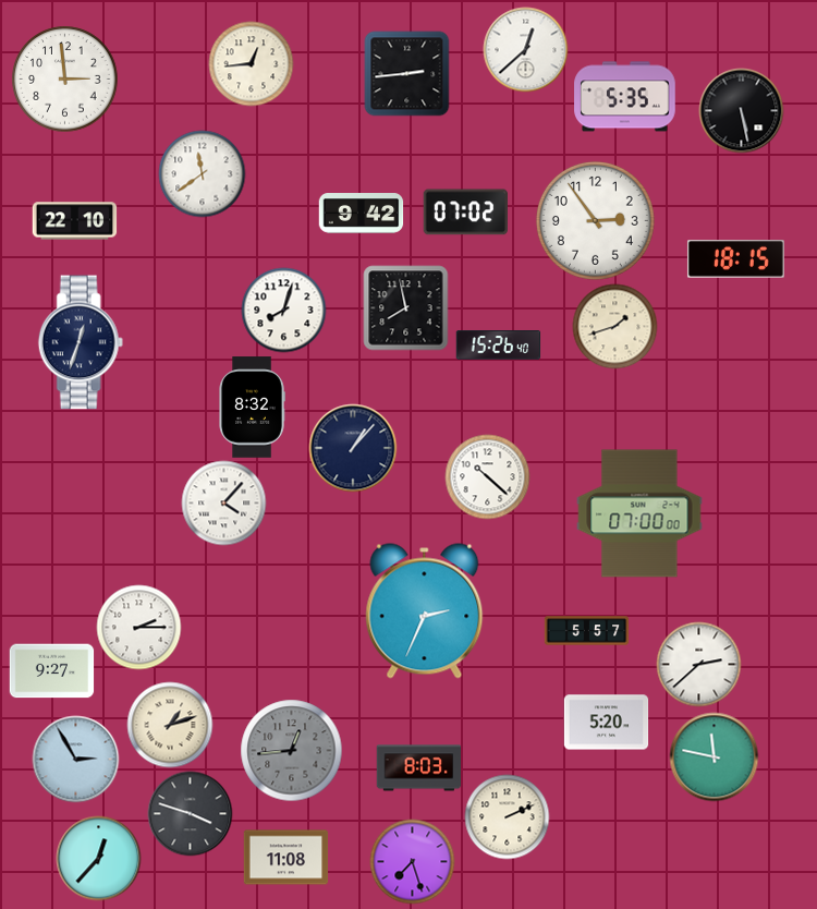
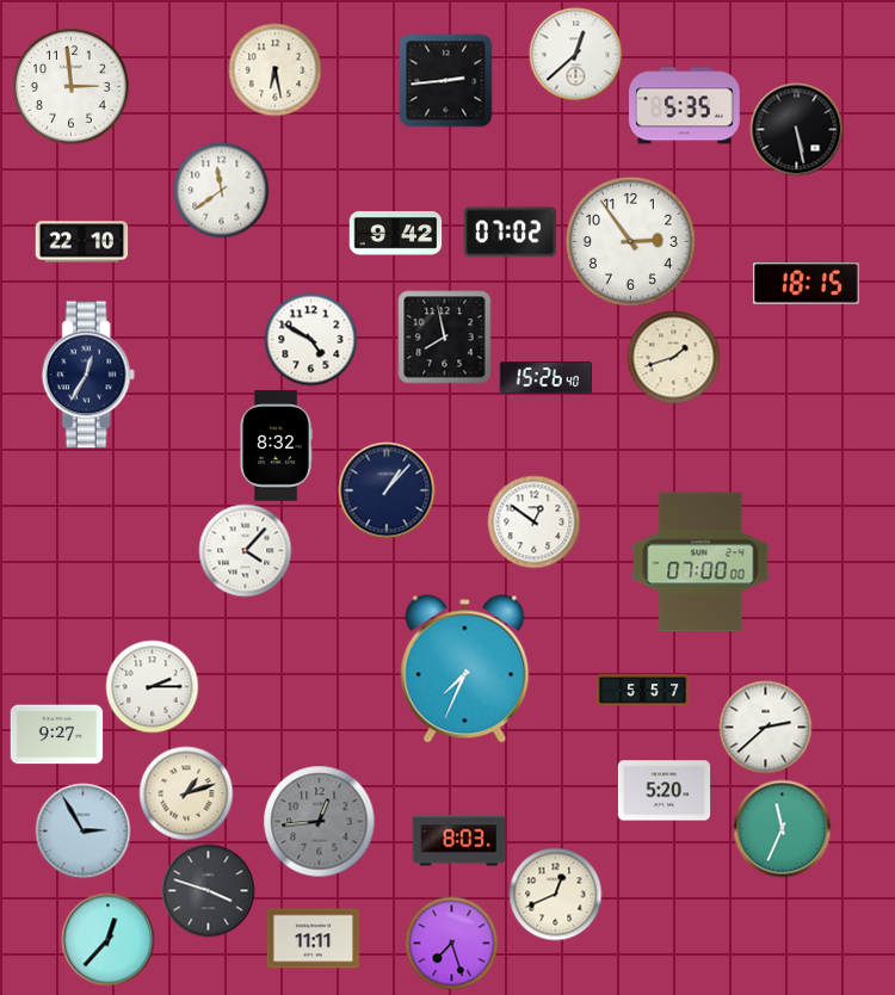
clock at (251, 63): 12:44 -> 6:28
clock at (741, 110) position: (741, 110) -> (796, 129)
clock at (595, 220) position: (595, 220) -> (630, 241)
clock at (283, 310): 8:03 -> 4:50
clock at (81, 342): 12:33 -> 12:35
clock at (487, 476): 10:22 -> 12:51
clock at (425, 611): 2:34 -> 7:34
clock at (714, 756): 11:47 -> 11:34
clock at (507, 816): 2:11 -> 12:41
clock at (285, 858): 11:08 -> 11:11
